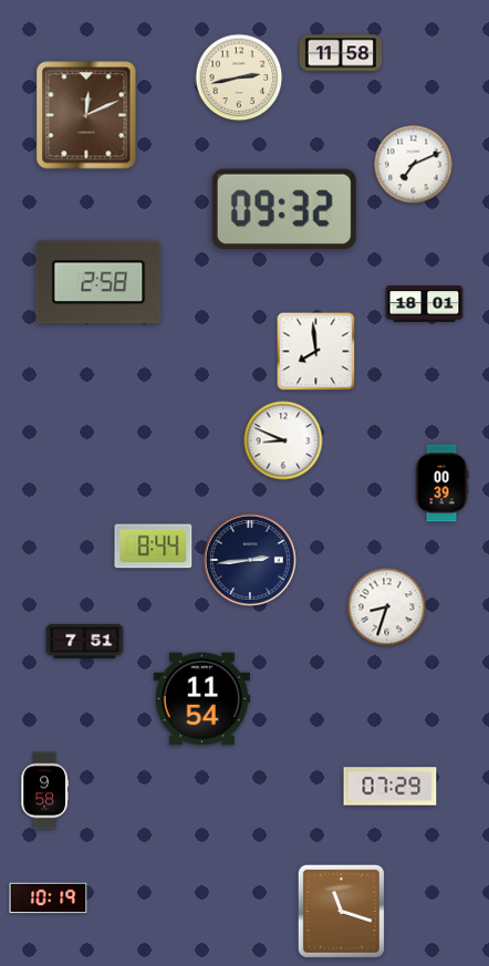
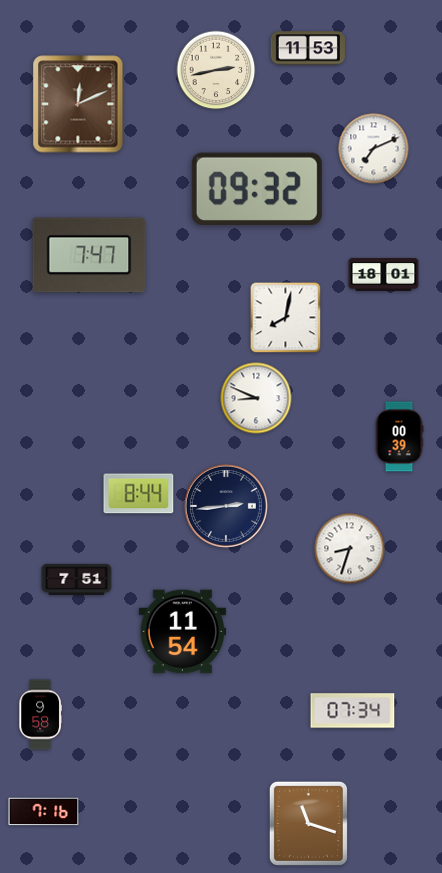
clock at (341, 53): 11:58 -> 11:53
clock at (98, 282): 2:58 -> 7:47
clock at (316, 352): 7:59 -> 8:02
clock at (391, 787): 07:29 -> 07:34
clock at (49, 899): 10:19 -> 7:16
